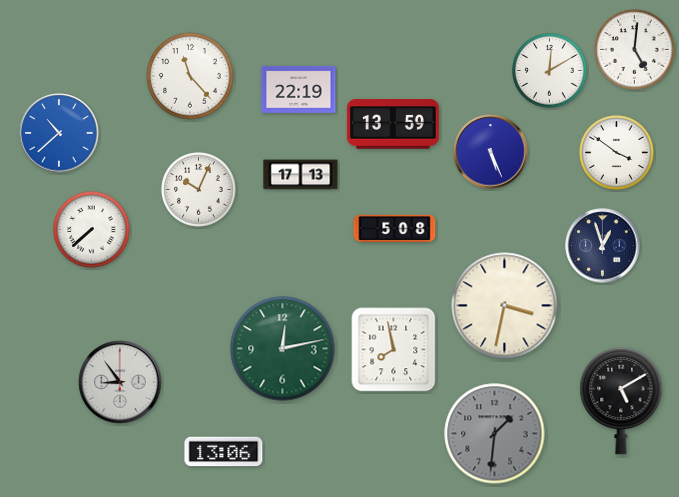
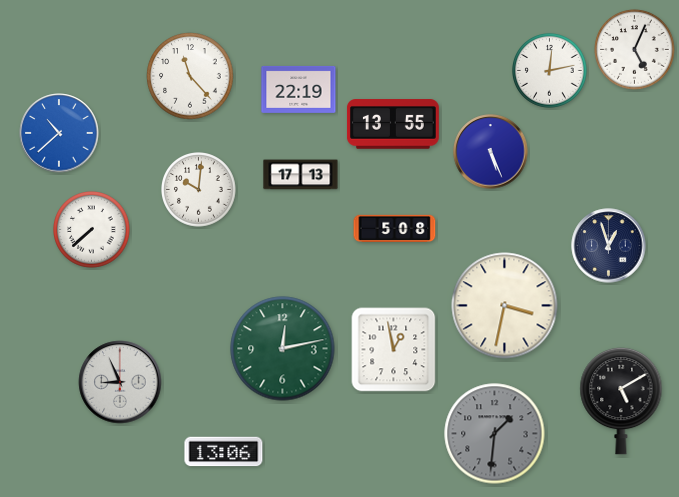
clock at (635, 50): 5:01 -> 5:04
clock at (550, 71): 12:10 -> 12:13
clock at (393, 124): 13:59 -> 13:55
clock at (617, 153): 3:51 -> none
clock at (199, 190): 10:04 -> 10:01
clock at (603, 246) position: (603, 246) -> (609, 246)
clock at (394, 350): 7:58 -> 12:58
clock at (120, 382): 8:54 -> 8:56
